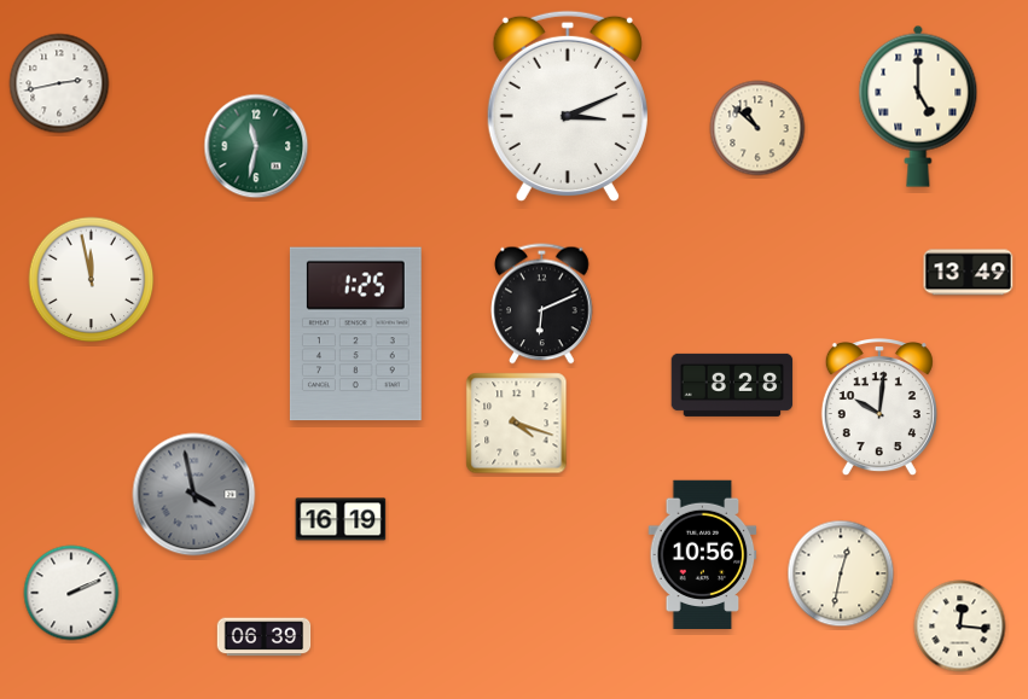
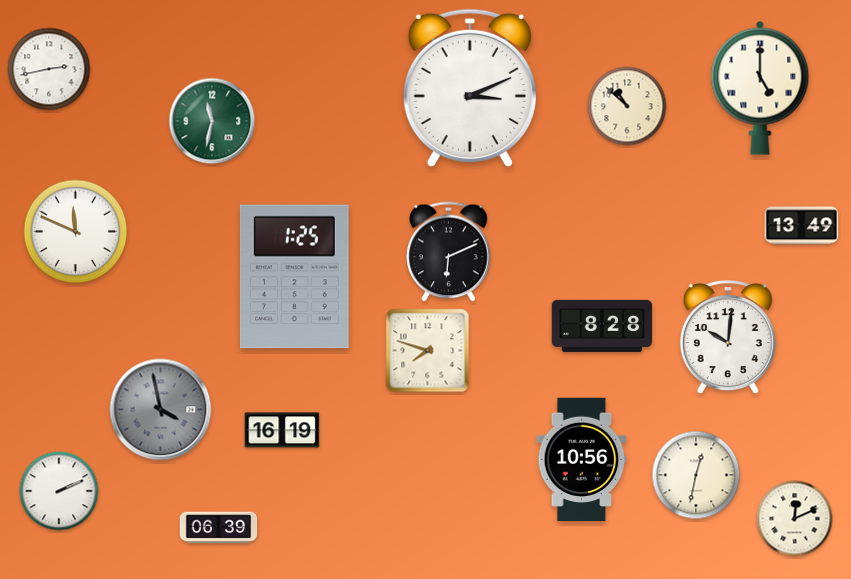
clock at (92, 280): 11:58 -> 11:49
clock at (732, 385) position: (732, 385) -> (602, 326)
clock at (517, 424): 4:18 -> 7:48
clock at (960, 627): 12:16 -> 12:11
